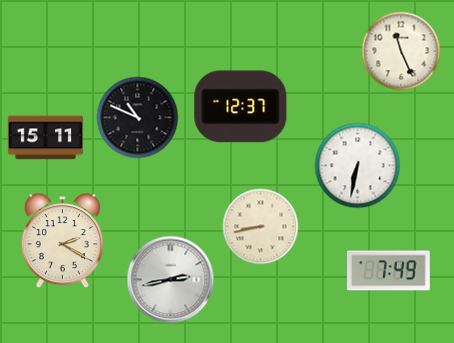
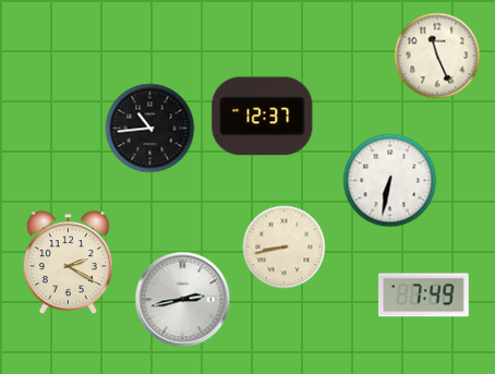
clock at (138, 118): 10:49 -> 10:44
clock at (46, 138): 15:11 -> none
clock at (171, 280) position: (171, 280) -> (183, 300)
